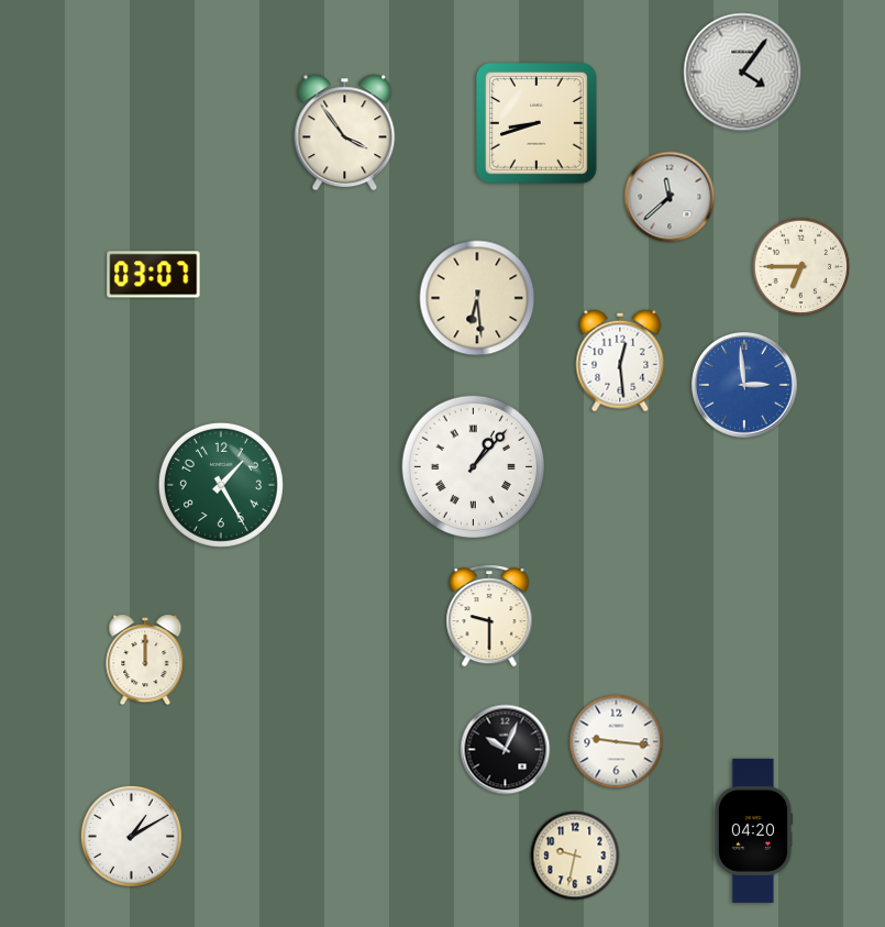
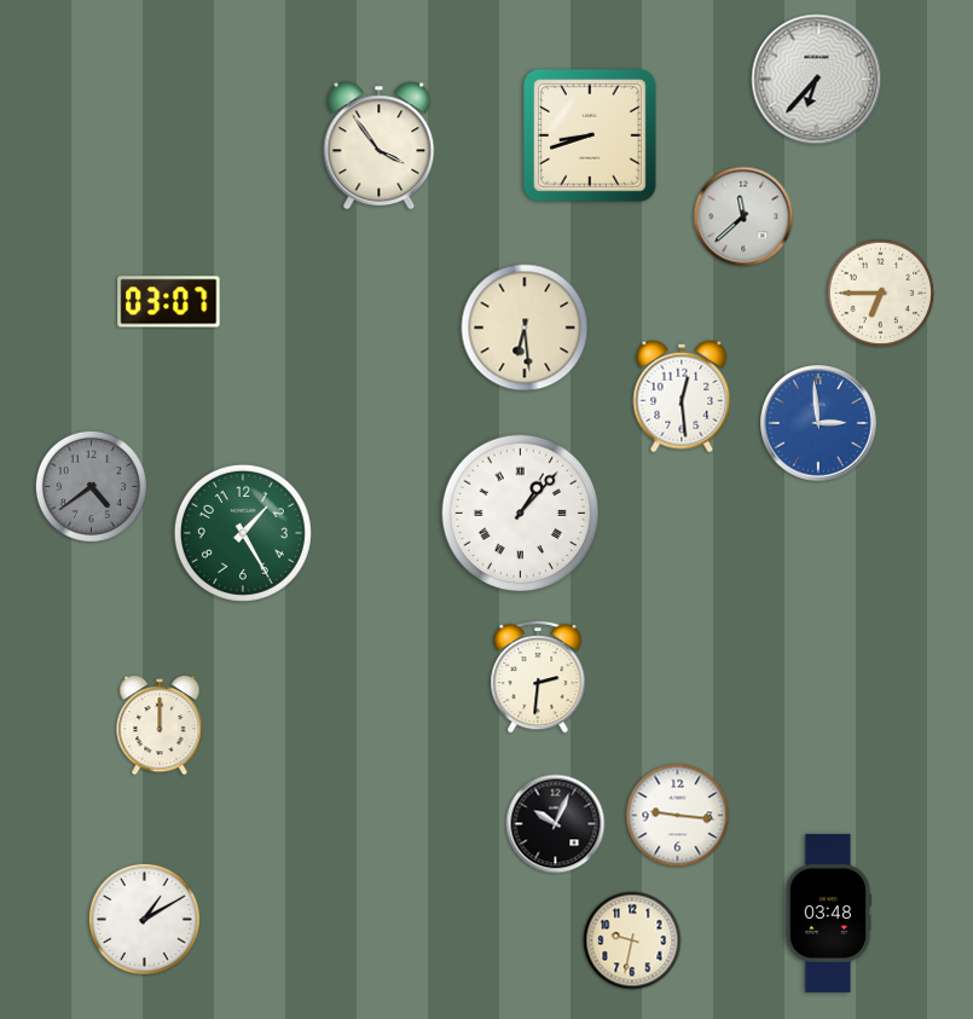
clock at (743, 73): 4:06 -> 6:37
clock at (670, 197) position: (670, 197) -> (743, 216)
clock at (91, 486): none -> 4:39
clock at (489, 616): 9:30 -> 2:31
clock at (753, 830): 04:20 -> 03:48
